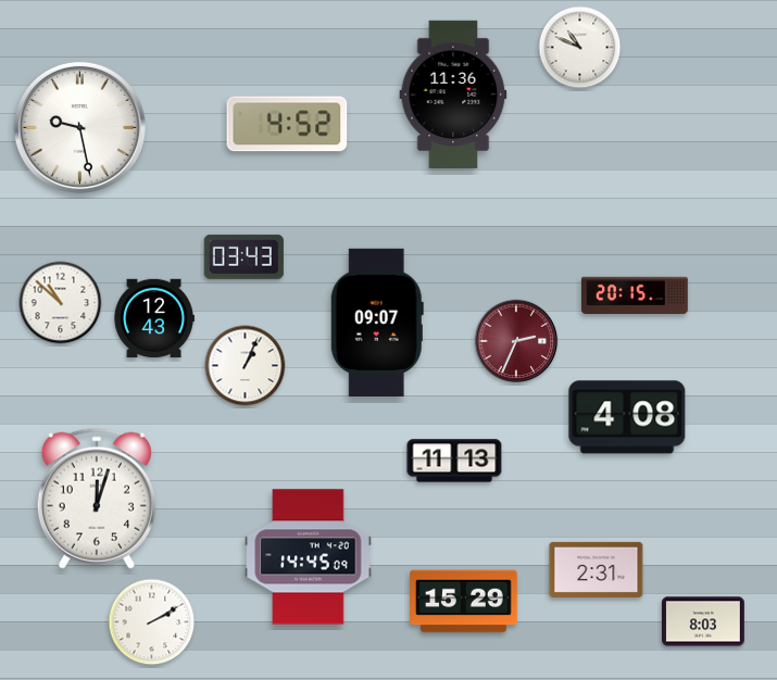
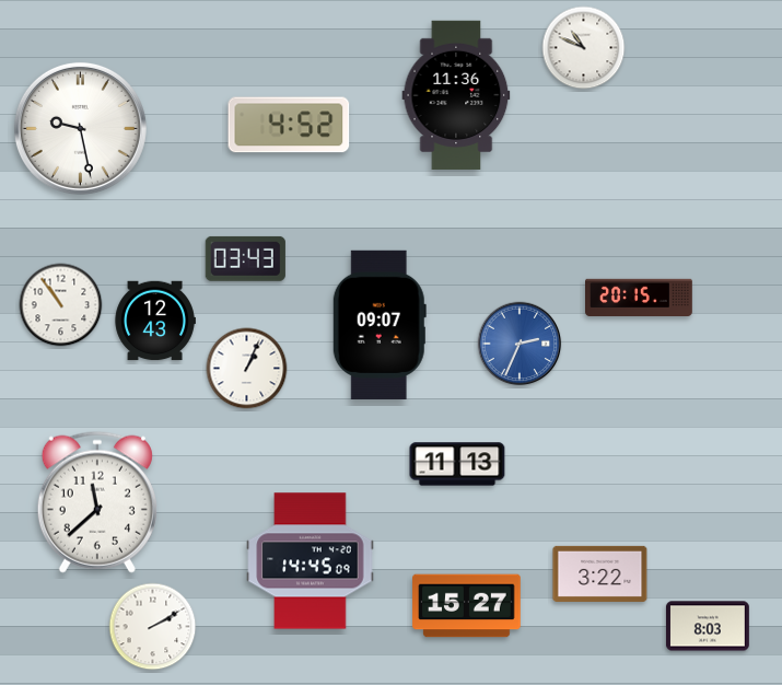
clock at (61, 303): 10:52 -> 10:54
clock at (516, 341) dial: burgundy -> blue
clock at (627, 417): 4:08 -> none
clock at (97, 499): 12:03 -> 11:38
clock at (597, 569): 2:31 -> 3:22
clock at (464, 602): 15:29 -> 15:27
